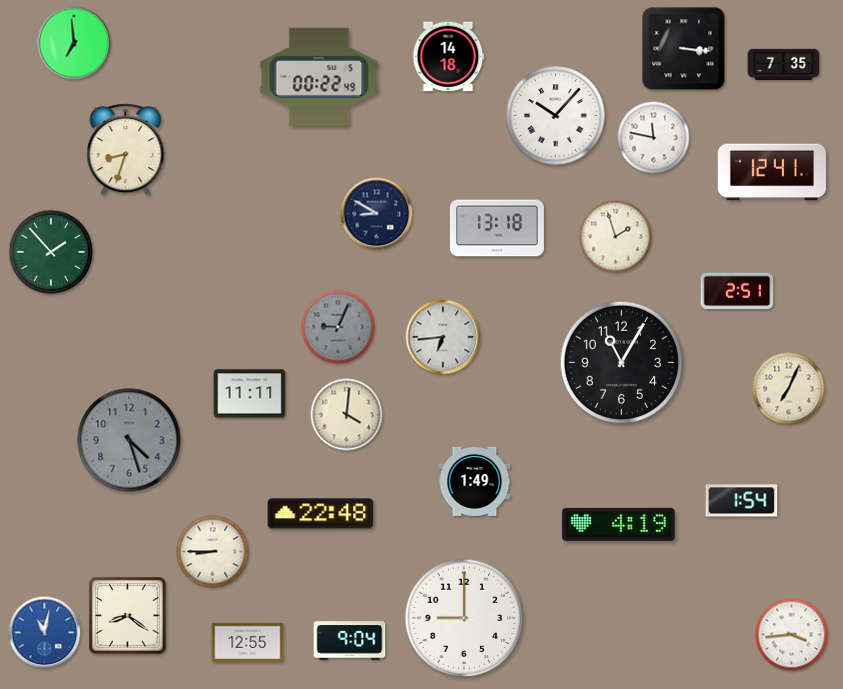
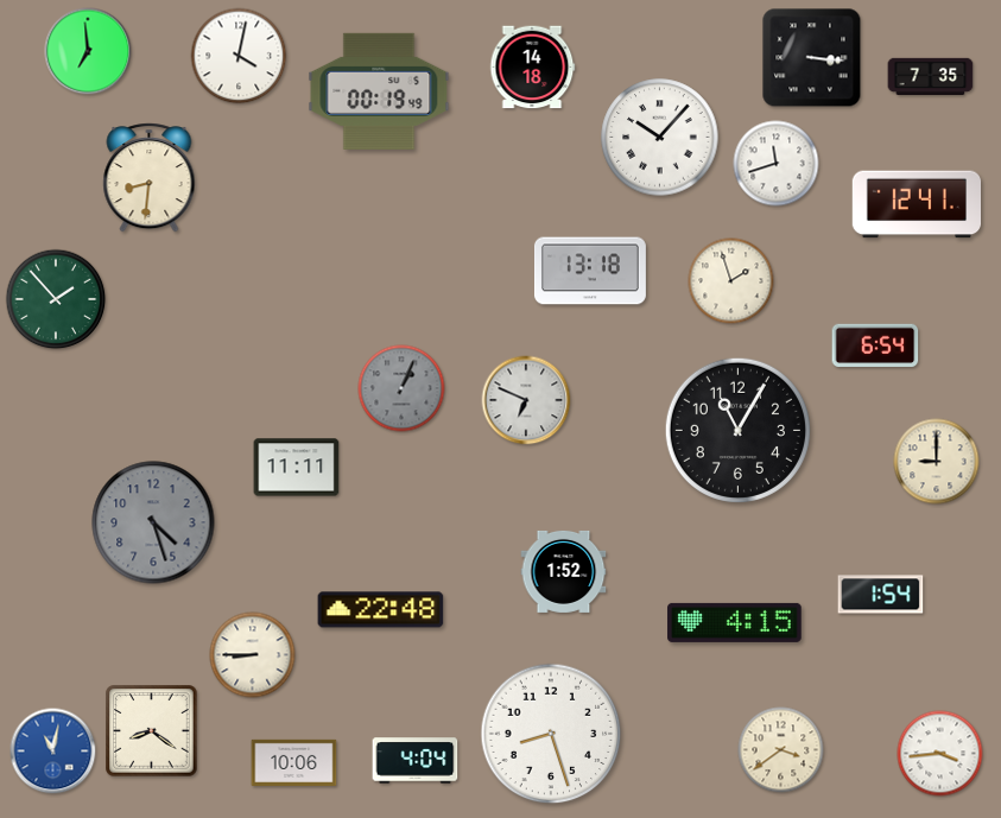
clock at (239, 56): none -> 4:02
clock at (319, 77): 00:22 -> 00:19
clock at (654, 138): 11:47 -> 11:42
clock at (126, 150): 8:33 -> 8:31
clock at (377, 214): 8:50 -> none
clock at (51, 252) position: (51, 252) -> (56, 299)
clock at (737, 290): 2:51 -> 6:54
clock at (338, 327): 9:04 -> 1:04
clock at (443, 337): 6:44 -> 6:49
clock at (789, 389): 7:04 -> 9:00
clock at (347, 415): 4:01 -> none
clock at (475, 481): 1:49 -> 1:52
clock at (619, 524): 4:19 -> 4:15
clock at (464, 618): 9:00 -> 8:27
clock at (781, 750): none -> 3:39
clock at (350, 641): 9:04 -> 4:04
clock at (248, 642): 12:55 -> 10:06
